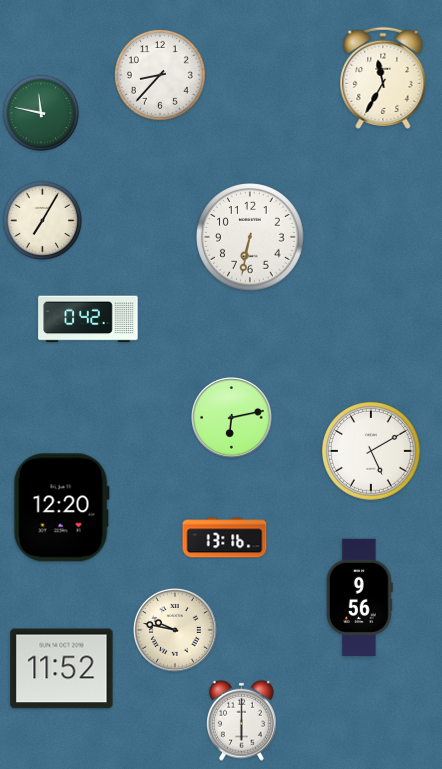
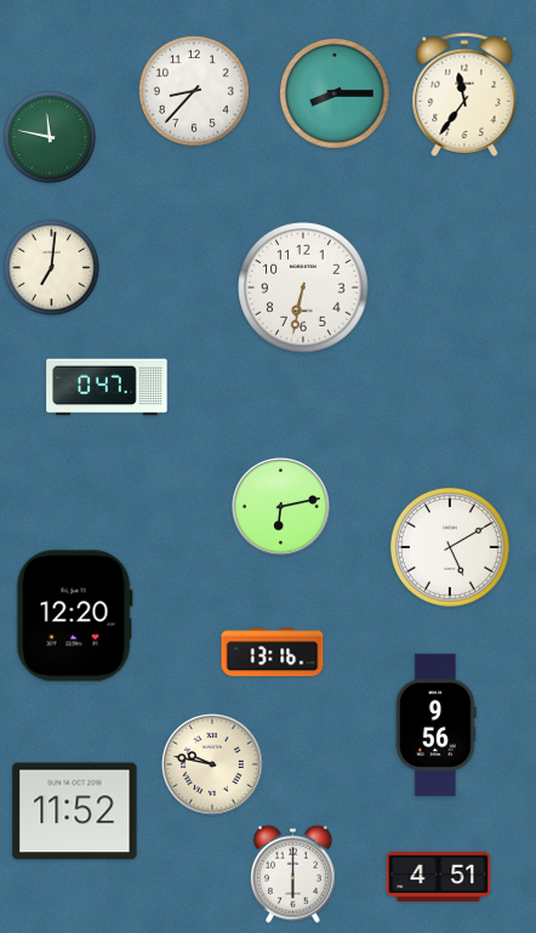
clock at (335, 93): none -> 8:15
clock at (383, 78): 11:35 -> 11:36
clock at (42, 220): 7:05 -> 7:01
clock at (88, 319): 0:42 -> 0:47
clock at (439, 876): none -> 4:51
